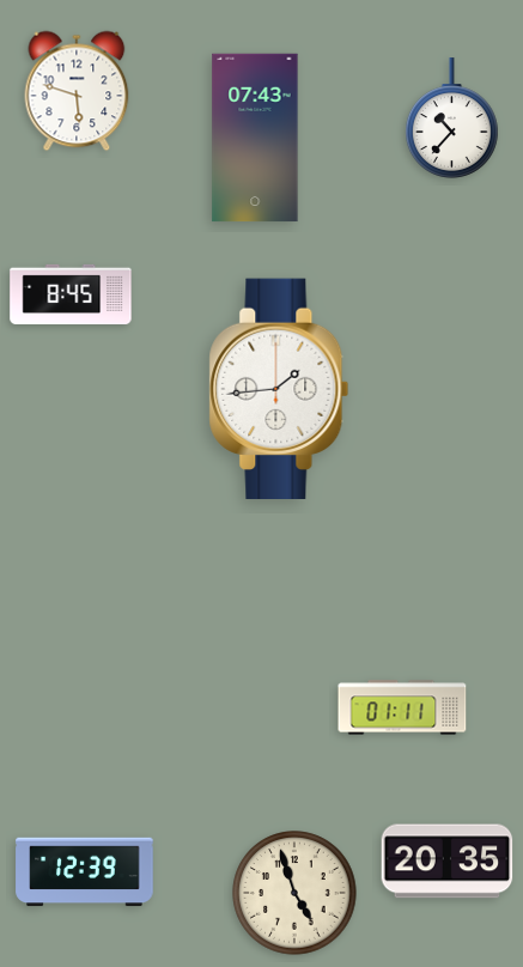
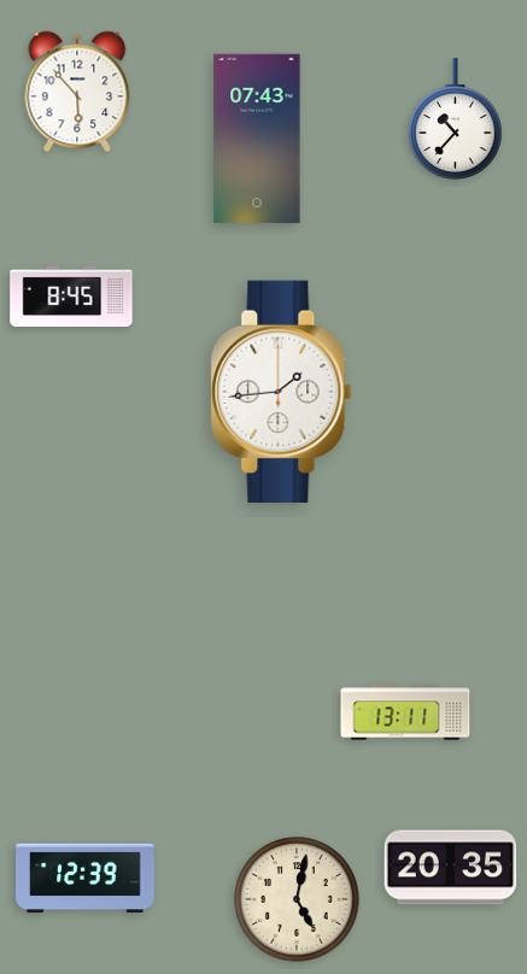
clock at (77, 91): 5:48 -> 5:53
clock at (402, 707): 01:11 -> 13:11
clock at (294, 893): 4:57 -> 5:02
